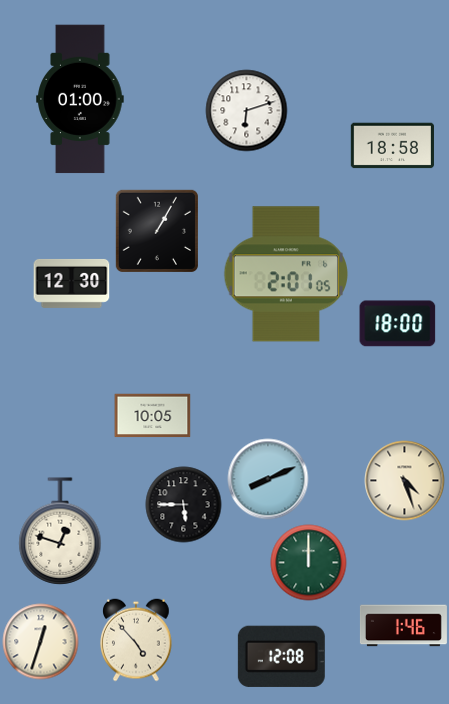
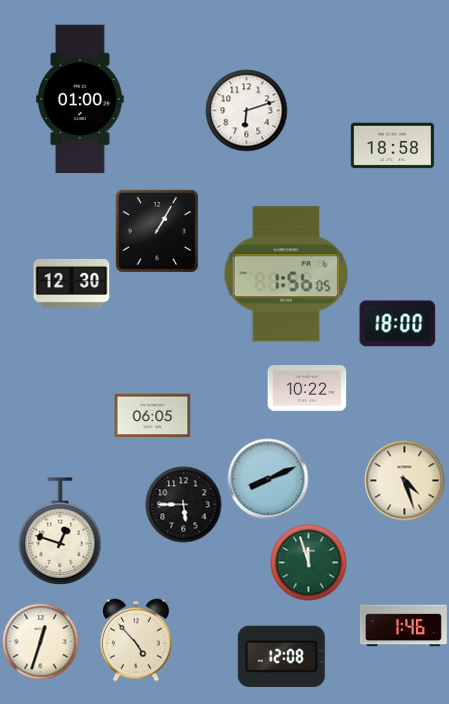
clock at (286, 274): 2:01 -> 1:56
clock at (307, 388): none -> 10:22
clock at (153, 416): 10:05 -> 06:05
clock at (309, 563): 12:00 -> 11:57
